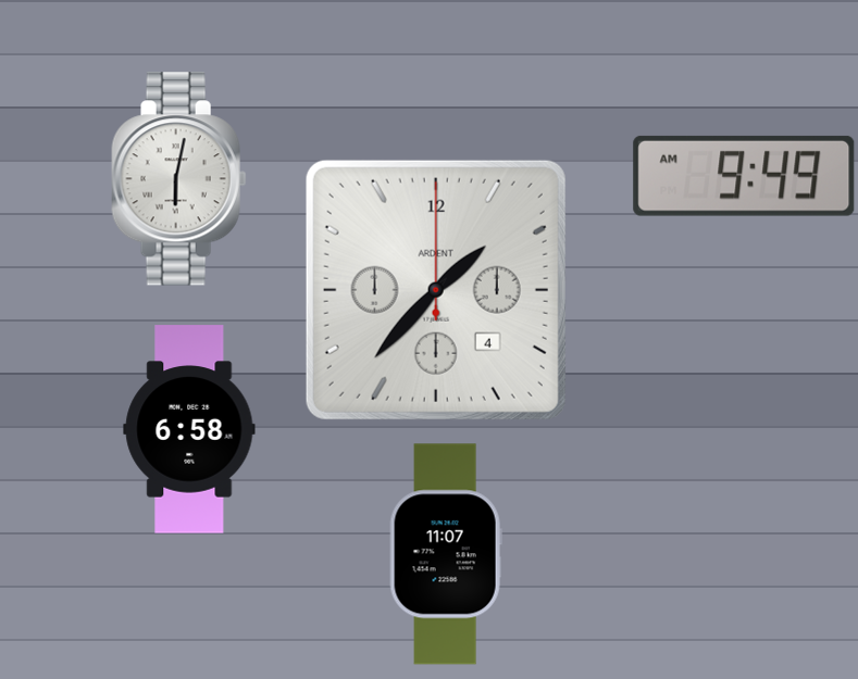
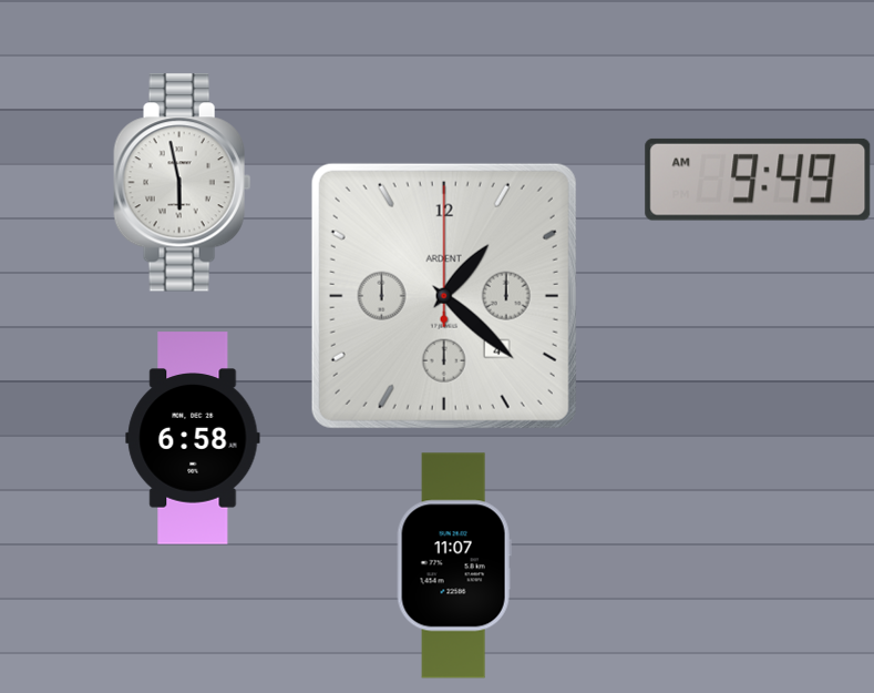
clock at (179, 179): 6:02 -> 5:58
clock at (436, 290): 1:37 -> 1:22
